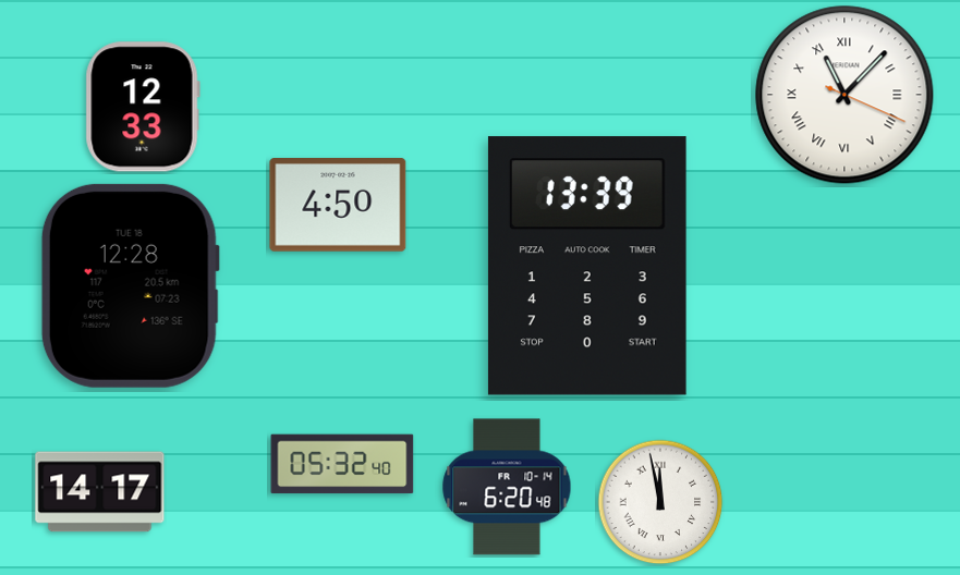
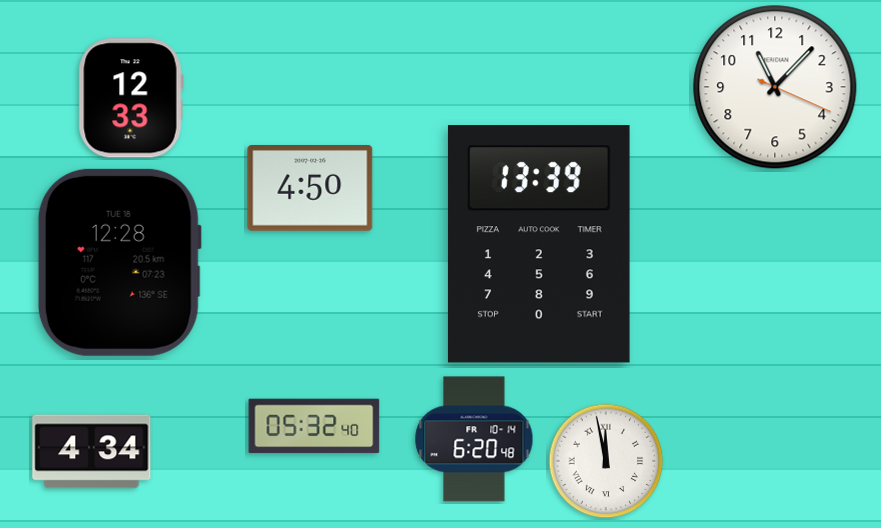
clock at (844, 95) numerals: Roman -> Arabic
clock at (507, 487) position: (507, 487) -> (474, 439)
clock at (100, 492): 14:17 -> 4:34
